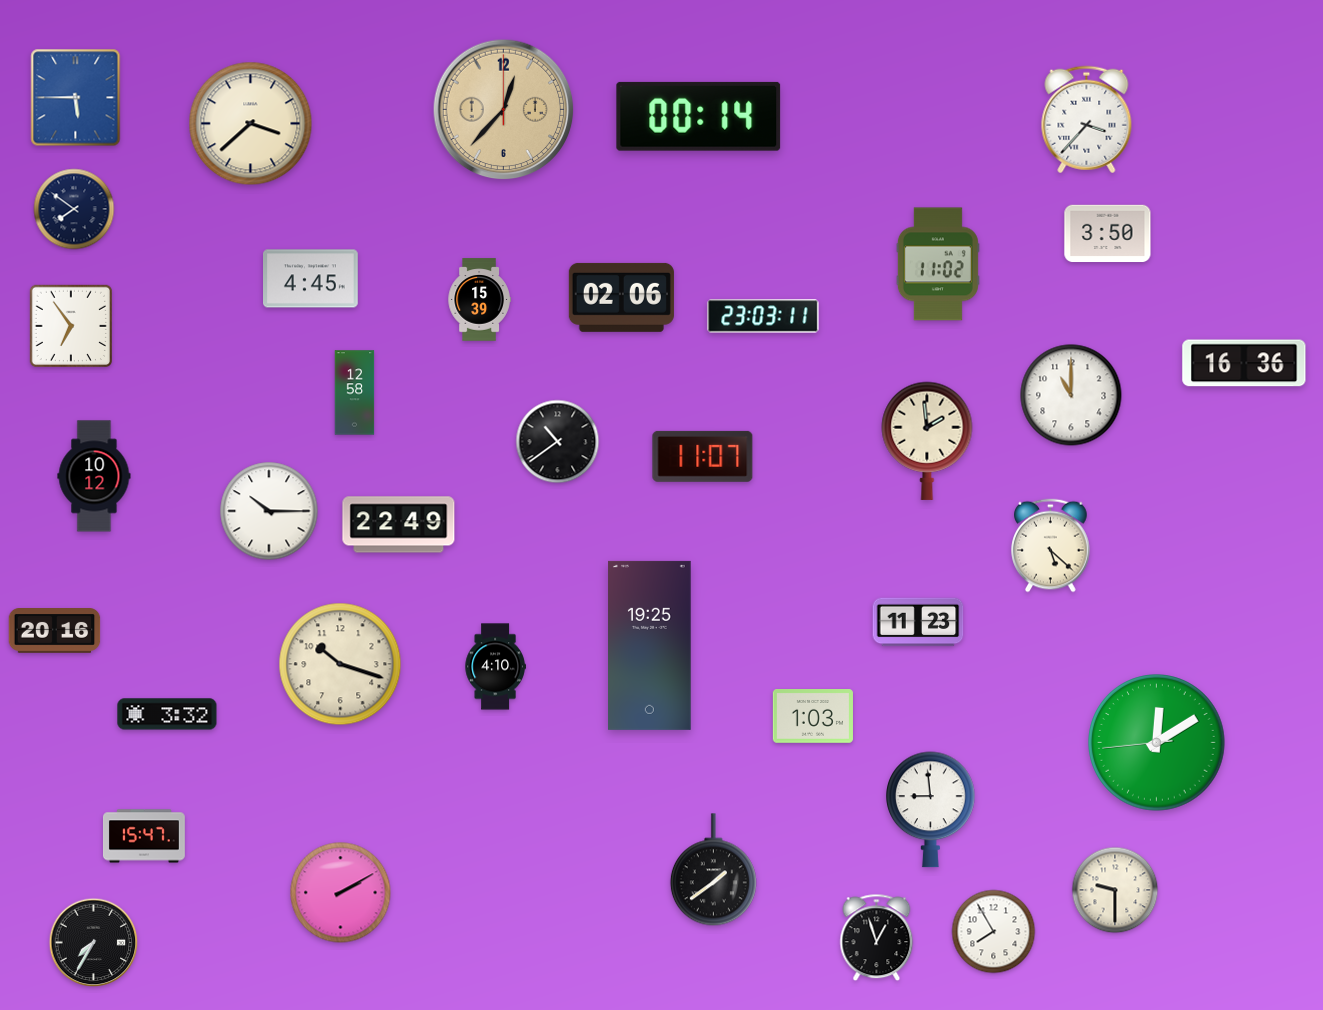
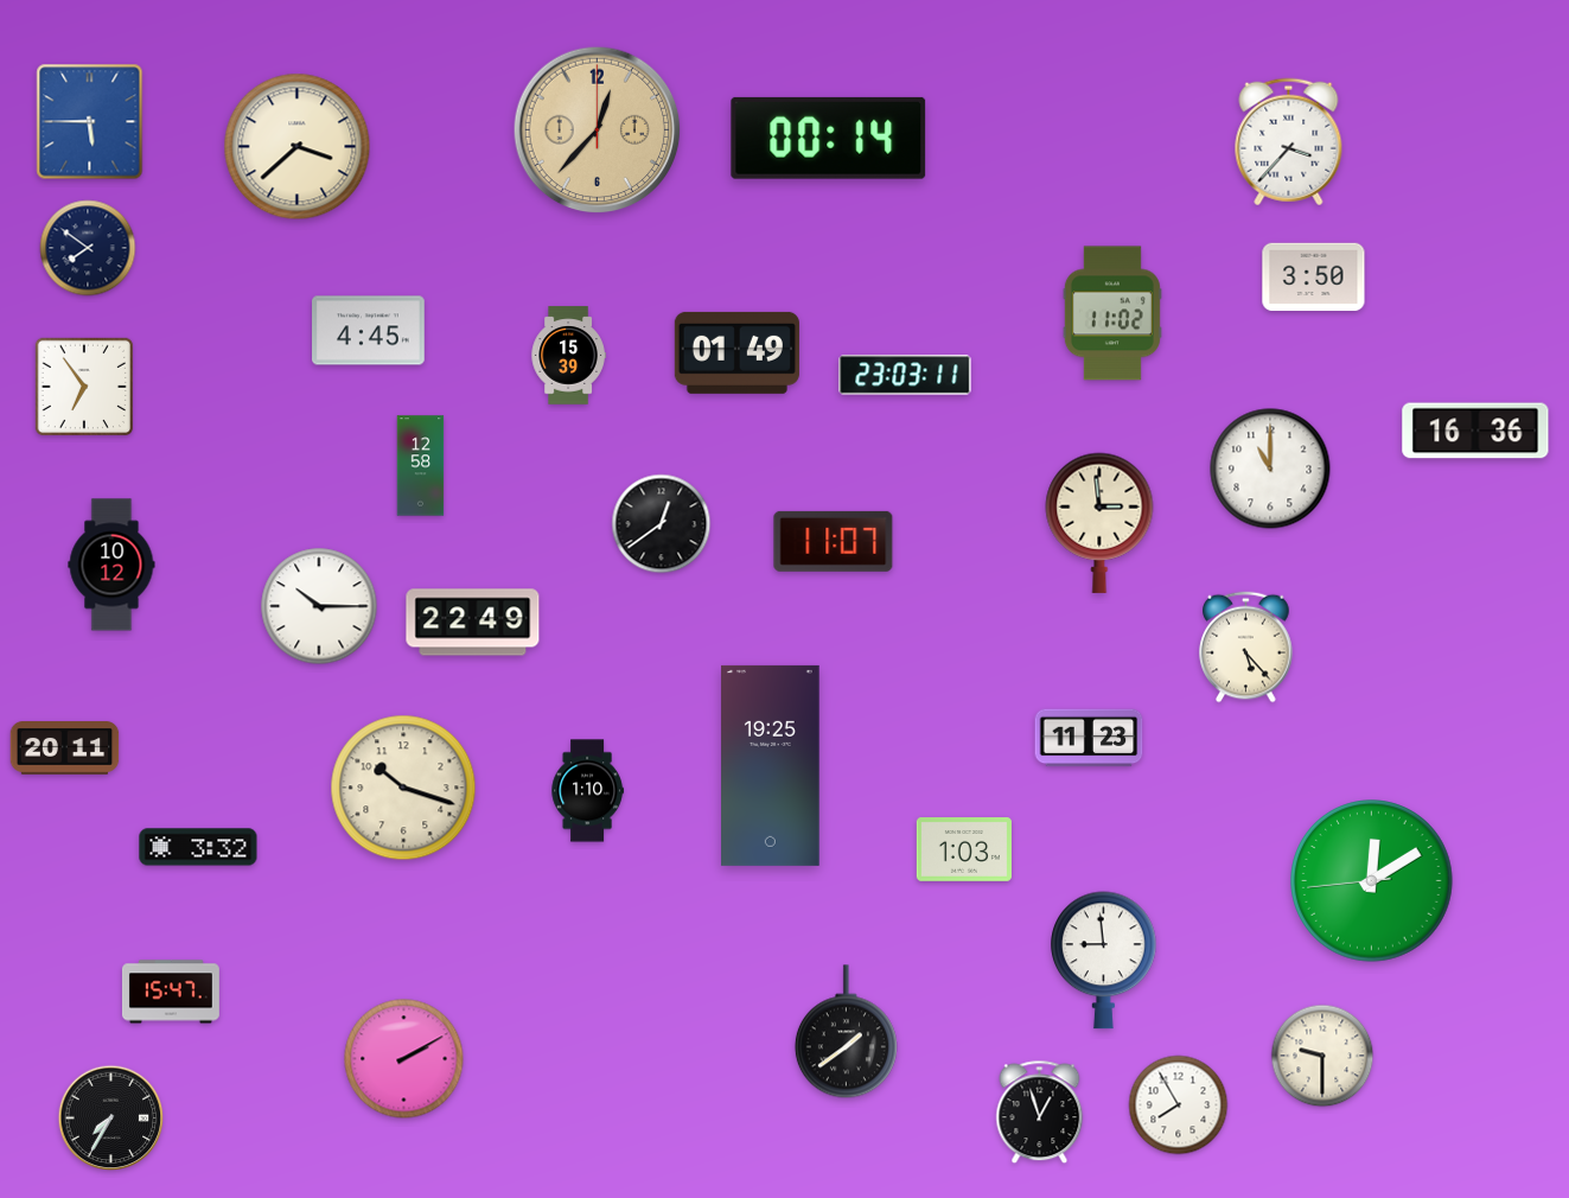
clock at (76, 98) position: (76, 98) -> (90, 122)
clock at (621, 297): 02:06 -> 01:49
clock at (927, 441): 1:59 -> 2:59
clock at (558, 442): 10:39 -> 12:39
clock at (1051, 546): 5:22 -> 5:23
clock at (55, 631): 20:16 -> 20:11
clock at (495, 667): 4:10 -> 1:10
